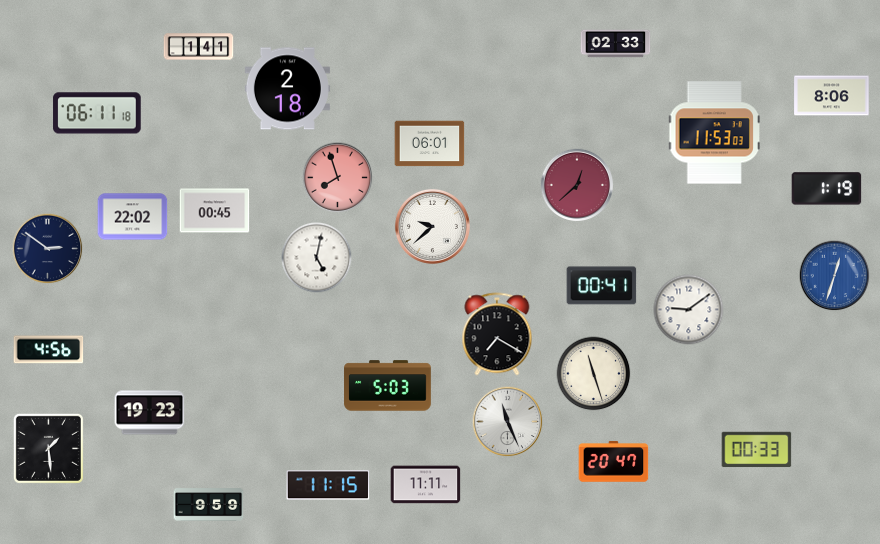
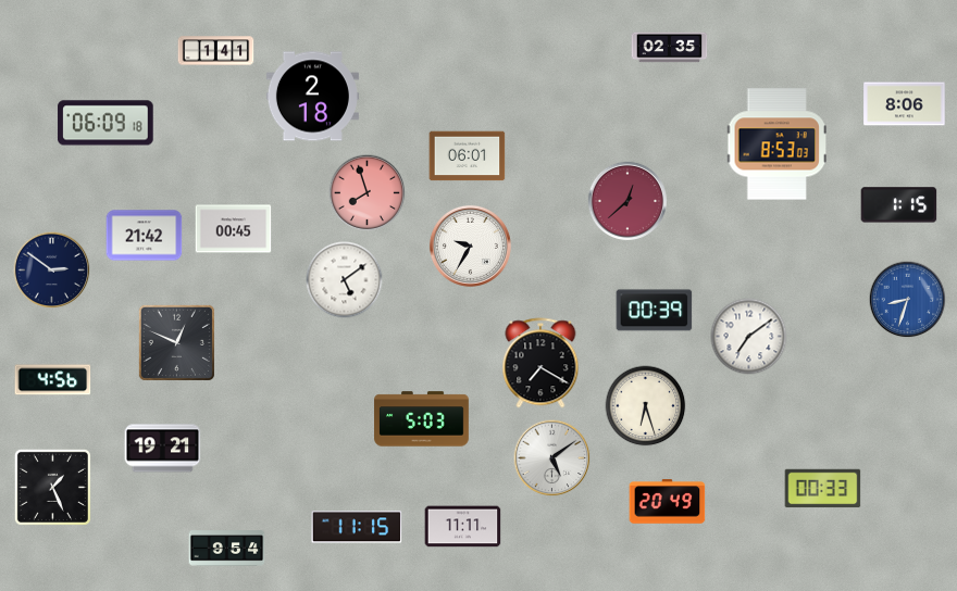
clock at (616, 44): 02:33 -> 02:35
clock at (97, 113): 06:11 -> 06:09
clock at (715, 133): 11:53 -> 8:53
clock at (827, 189): 1:19 -> 1:15
clock at (133, 217): 22:02 -> 21:42
clock at (432, 226): 9:38 -> 9:35
clock at (317, 258): 5:02 -> 5:09
clock at (835, 276): 12:33 -> 8:33
clock at (602, 286): 00:41 -> 00:39
clock at (689, 310): 9:09 -> 7:09
clock at (176, 342): none -> 12:49
clock at (594, 374): 11:27 -> 6:27
clock at (150, 413): 19:23 -> 19:21
clock at (508, 422): 11:26 -> 5:09
clock at (48, 448): 1:29 -> 1:26
clock at (614, 462): 20:47 -> 20:49
clock at (209, 505): 9:59 -> 9:54
